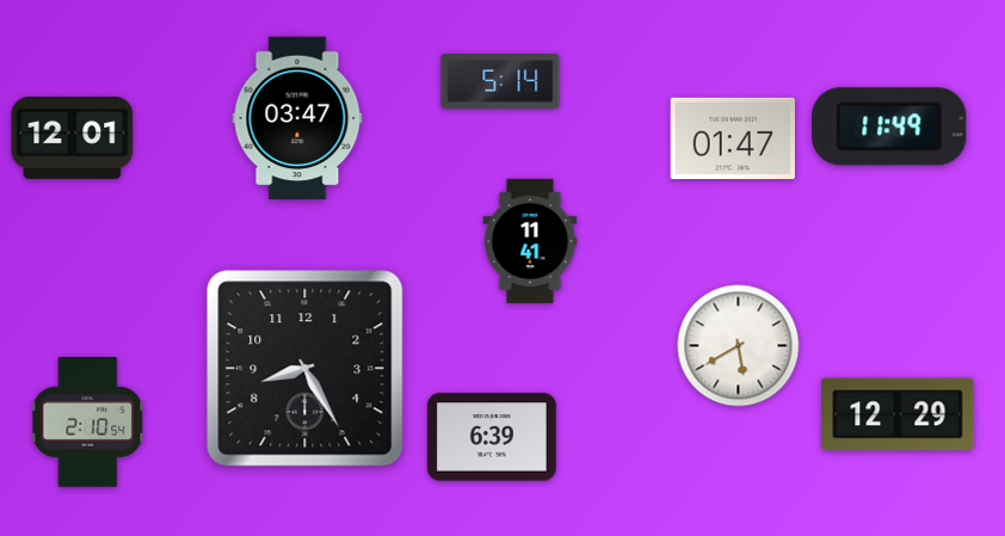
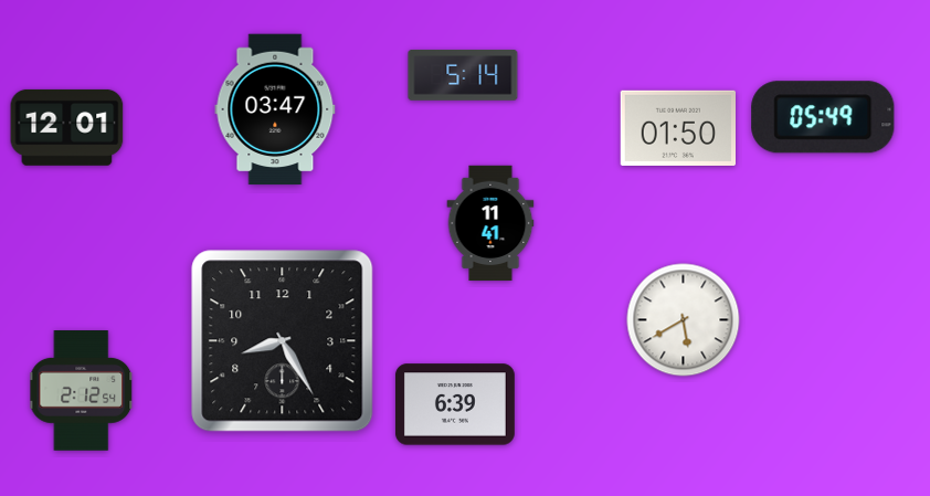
clock at (889, 127): 11:49 -> 05:49
clock at (732, 138): 01:47 -> 01:50
clock at (898, 414): 12:29 -> none
clock at (88, 423): 2:10 -> 2:12
